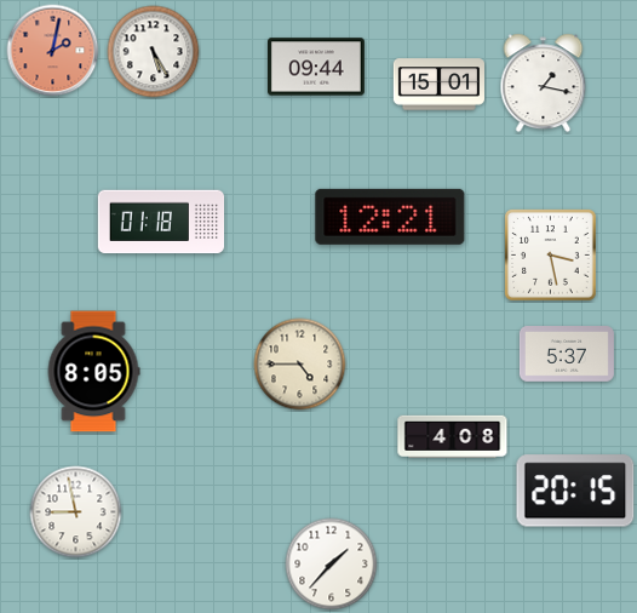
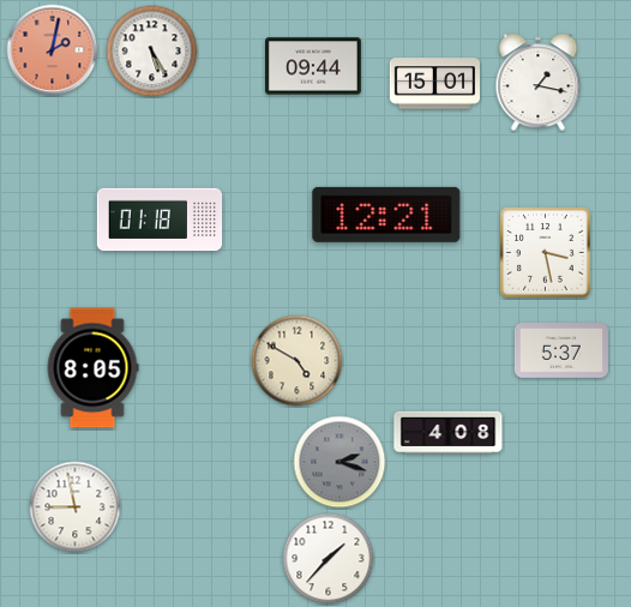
clock at (300, 365): 4:45 -> 4:50
clock at (339, 462): none -> 2:18
clock at (575, 491): 20:15 -> none
